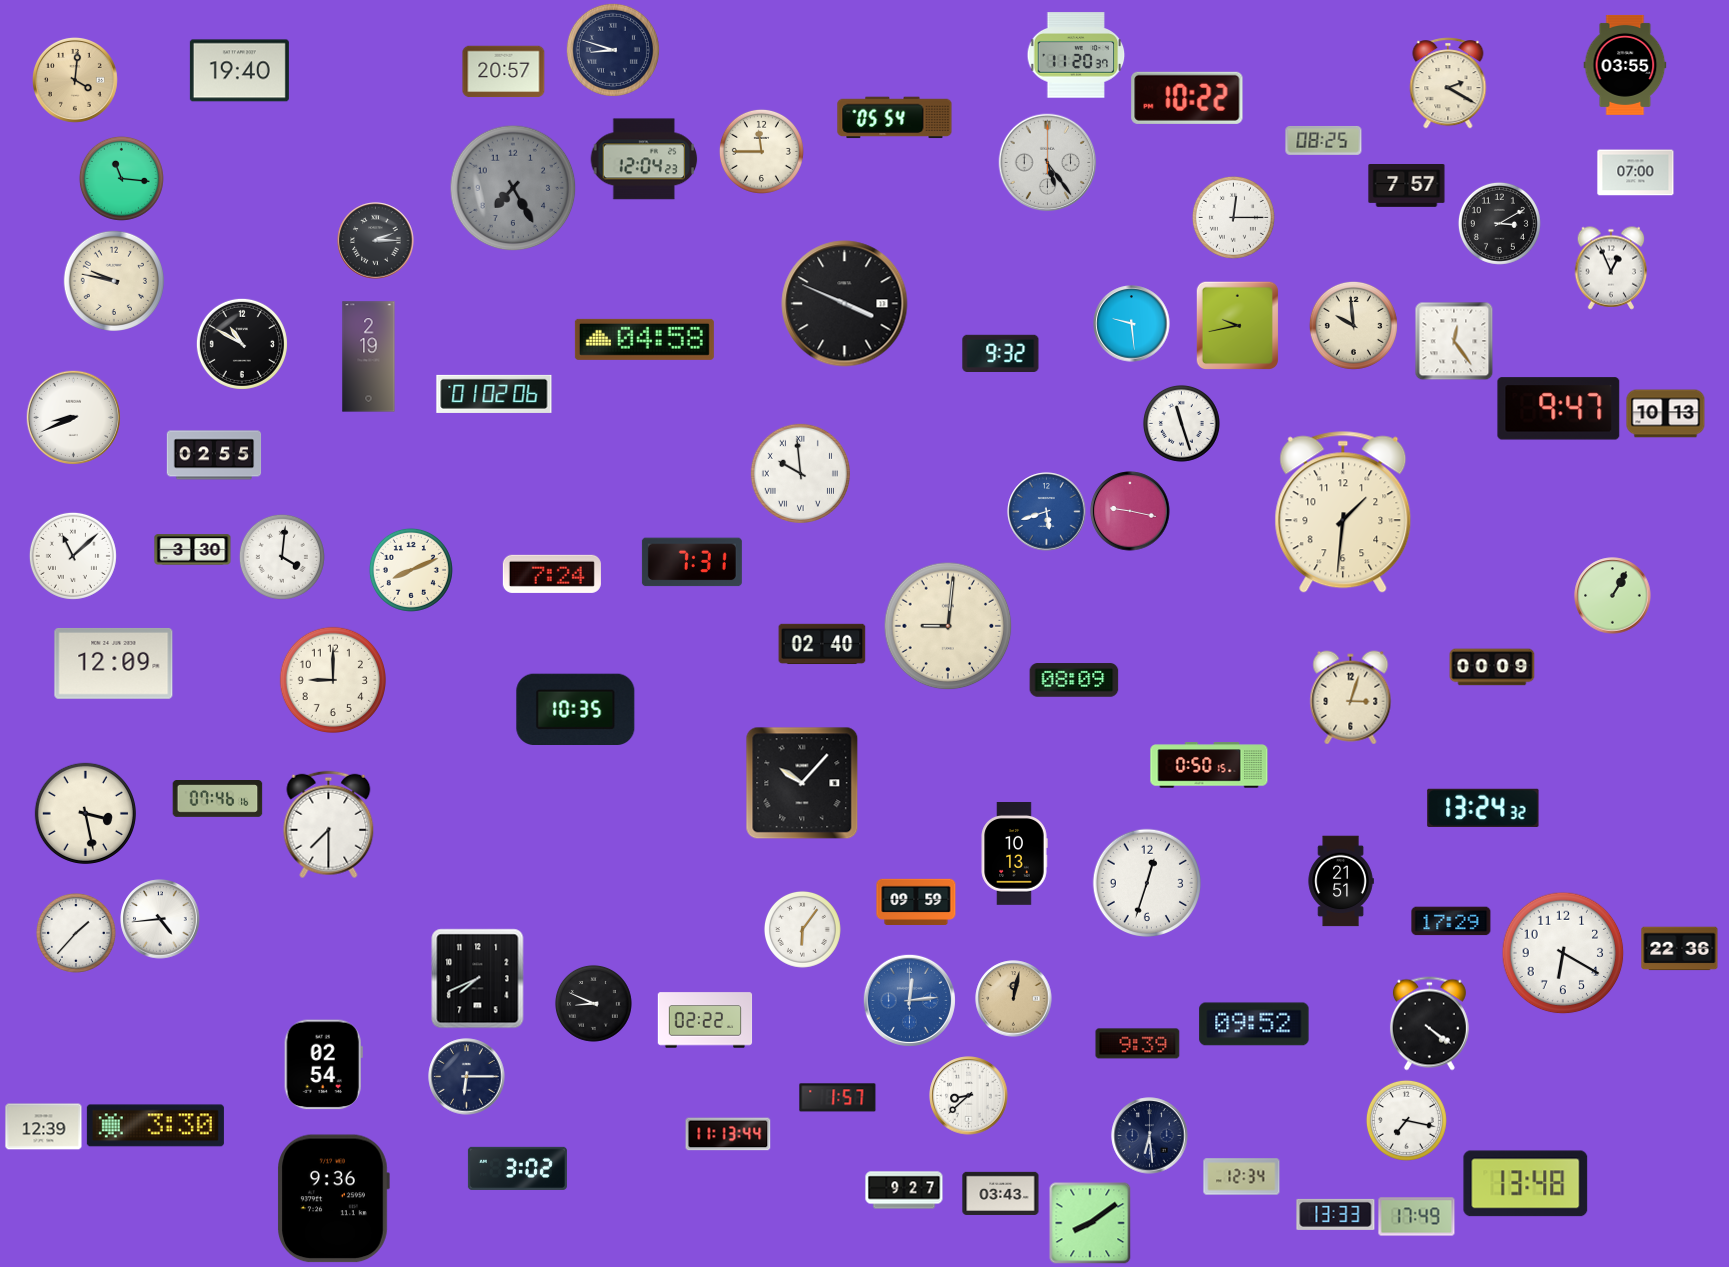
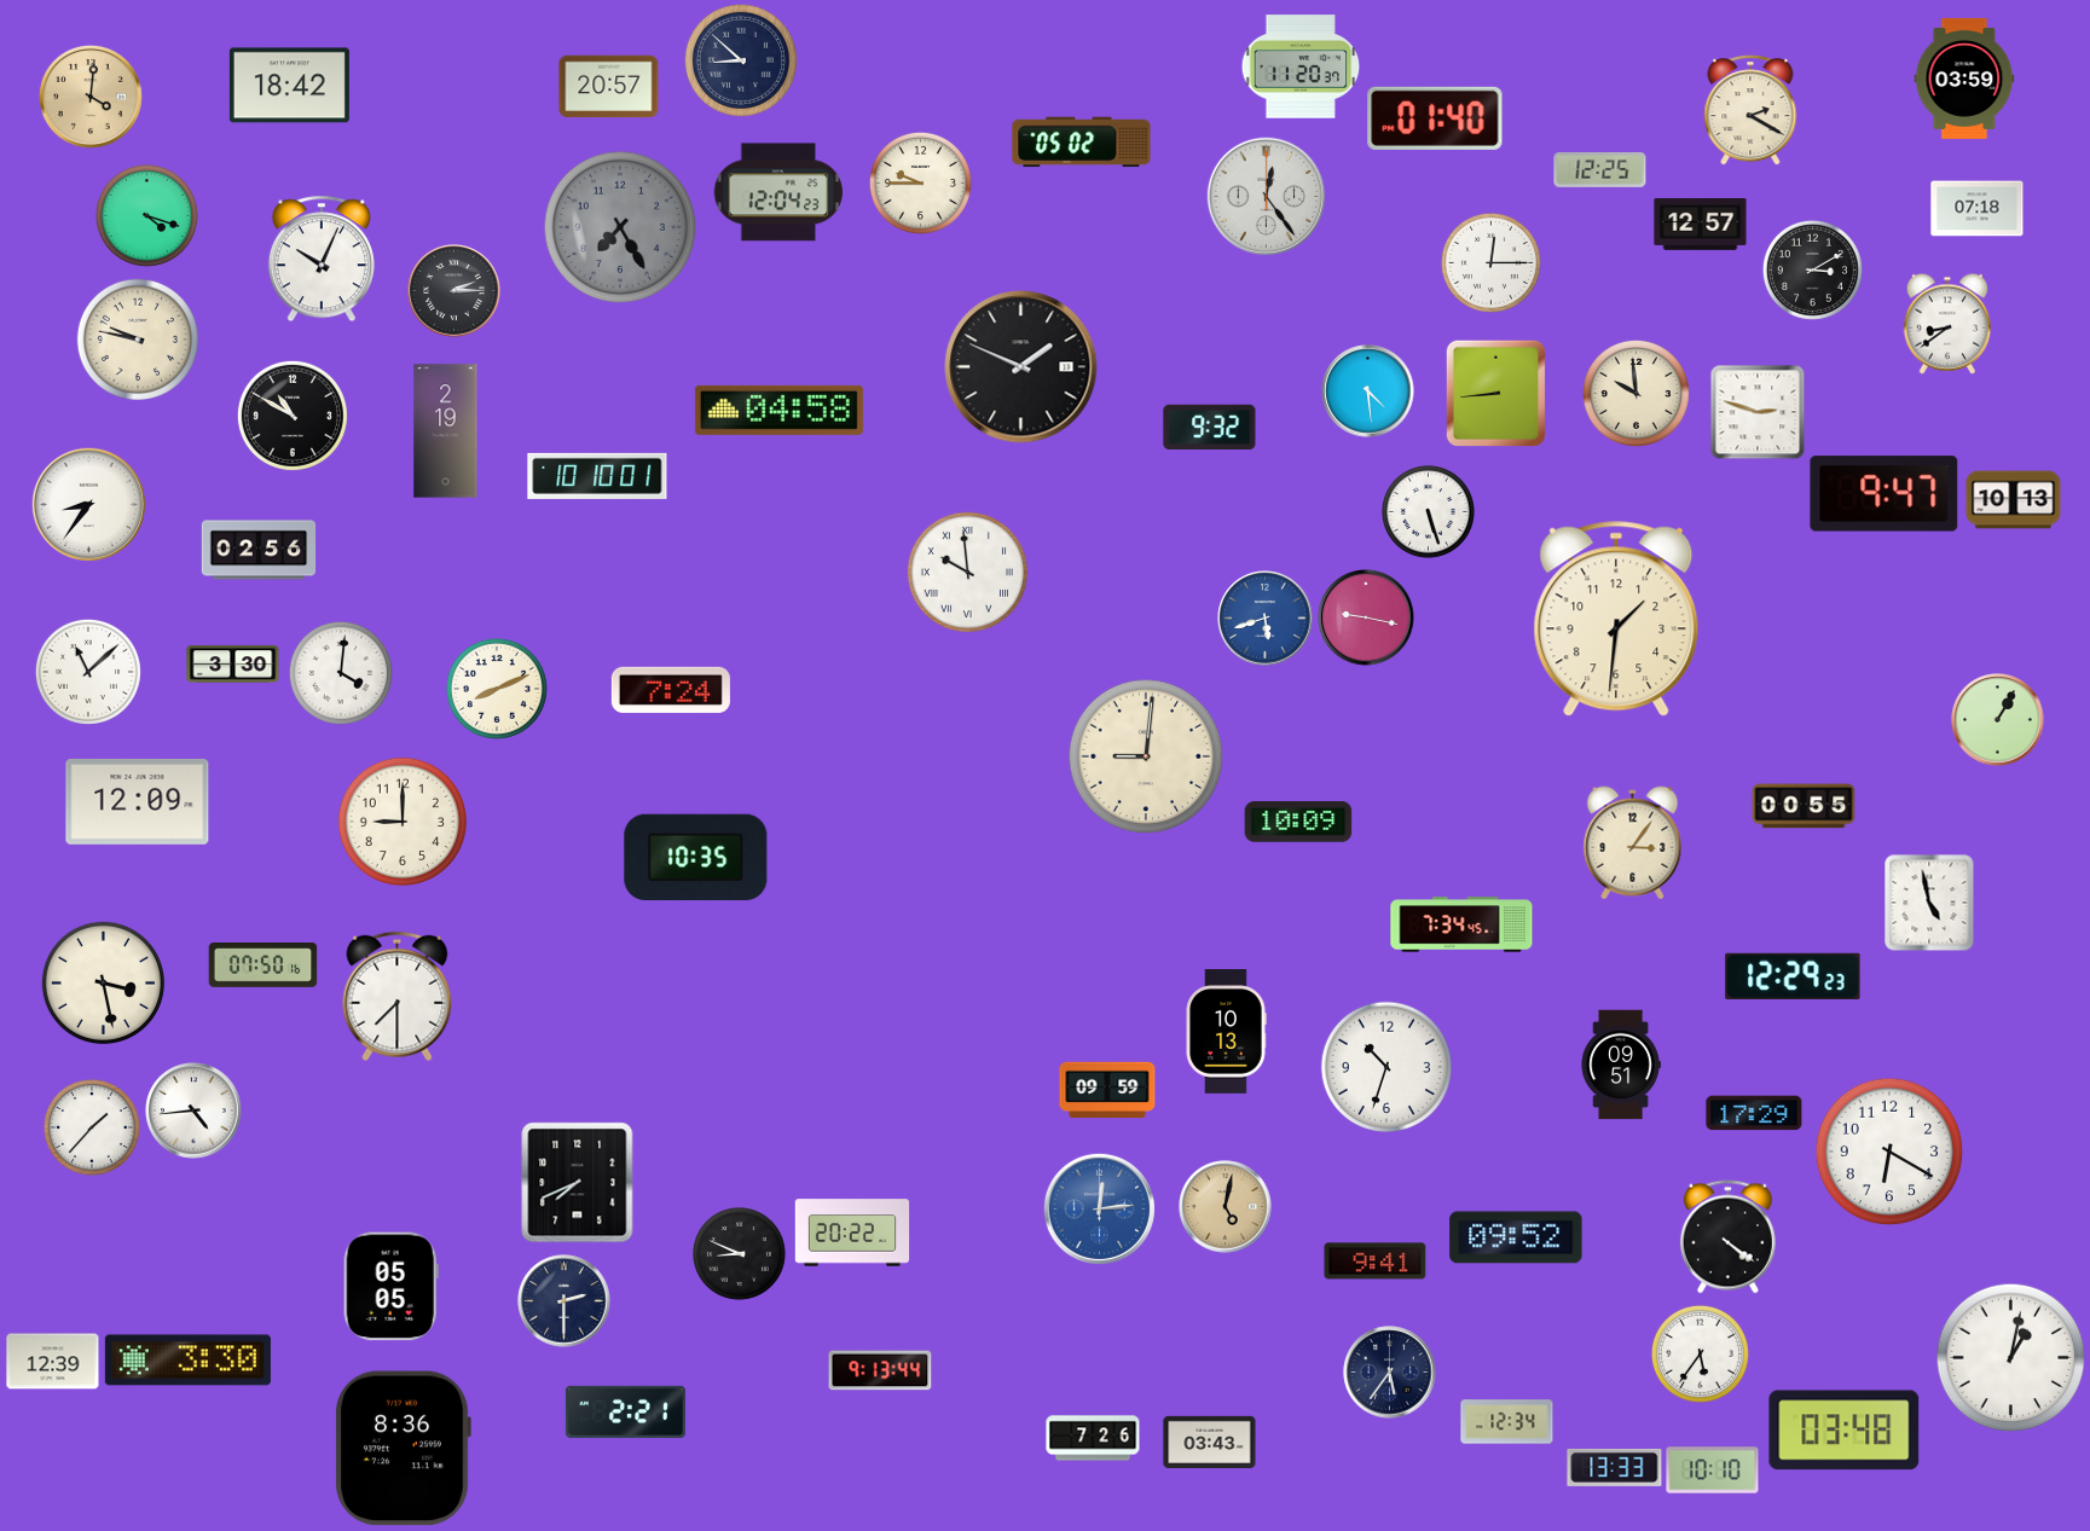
clock at (613, 50): 8:48 -> 8:52
clock at (1625, 65): 03:55 -> 03:59
clock at (239, 71): 19:40 -> 18:42
clock at (1448, 83) position: (1448, 83) -> (1750, 110)
clock at (1187, 98): 10:22 -> 01:40
clock at (895, 118): 05:54 -> 05:02
clock at (1324, 140): 08:25 -> 12:25
clock at (761, 151): 11:45 -> 9:45
clock at (1048, 163): 5:24 -> 12:24
clock at (1636, 173): 07:00 -> 07:18
clock at (121, 178): 11:16 -> 4:18
clock at (1407, 186): 7:57 -> 12:57
clock at (322, 259): none -> 10:04
clock at (1611, 268): 12:56 -> 8:39
clock at (845, 304): 3:49 -> 1:49
clock at (1132, 324): 9:29 -> 4:29
clock at (1237, 325): 9:43 -> 8:44
clock at (1454, 341): 12:24 -> 2:48
clock at (494, 394): 01:02 -> 10:10
clock at (73, 417): 8:41 -> 8:36
clock at (1181, 423): 11:27 -> 5:27
clock at (214, 455): 02:55 -> 02:56
clock at (1343, 512) position: (1343, 512) -> (1616, 619)
clock at (692, 562): 7:31 -> none
clock at (552, 574) position: (552, 574) -> (671, 690)
clock at (1613, 596) position: (1613, 596) -> (1998, 720)
clock at (822, 644): 02:40 -> none
clock at (1492, 667): 00:09 -> 00:55
clock at (1074, 680): 08:09 -> 10:09
clock at (1351, 698): 3:03 -> 3:06
clock at (1929, 903): none -> 4:58
clock at (1209, 765): 0:50 -> 7:34
clock at (802, 783): 10:07 -> none
clock at (218, 799): 07:46 -> 07:50
clock at (1483, 808): 13:24 -> 12:29
clock at (1341, 881): 21:51 -> 09:51
clock at (1146, 882): 12:33 -> 10:33
clock at (802, 929): 6:06 -> none
clock at (1680, 949): 22:36 -> none
clock at (1014, 999): 12:02 -> 5:02
clock at (593, 1003) position: (593, 1003) -> (739, 1253)
clock at (705, 1020): 02:22 -> 20:22
clock at (1138, 1044): 9:39 -> 9:41
clock at (323, 1065): 02:54 -> 05:05
clock at (467, 1077): 6:15 -> 2:30
clock at (969, 1096): 8:38 -> none
clock at (838, 1098): 1:57 -> none
clock at (1406, 1120): 7:17 -> 5:36
clock at (2011, 1358): none -> 1:02
clock at (728, 1134): 11:13 -> 9:13
clock at (1150, 1136): 6:29 -> 5:36
clock at (517, 1168): 3:02 -> 2:21
clock at (1242, 1177) position: (1242, 1177) -> (1507, 1422)
clock at (1526, 1184): 13:48 -> 03:48
clock at (904, 1190): 9:27 -> 7:26
clock at (333, 1199): 9:36 -> 8:36
clock at (1417, 1217): 17:49 -> 10:10
clock at (1090, 1223): 8:09 -> none
